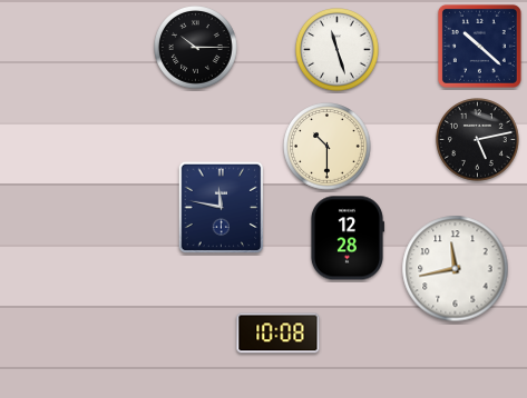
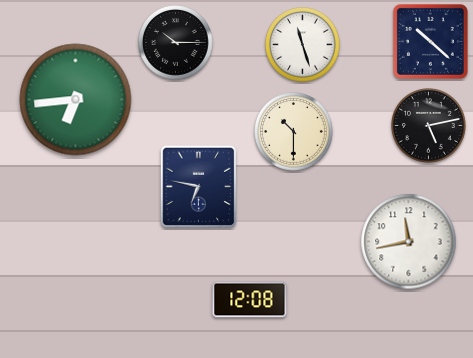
clock at (76, 100): none -> 6:44
clock at (222, 208): 11:47 -> 6:47
clock at (347, 238): 12:28 -> none
clock at (279, 334): 10:08 -> 12:08
